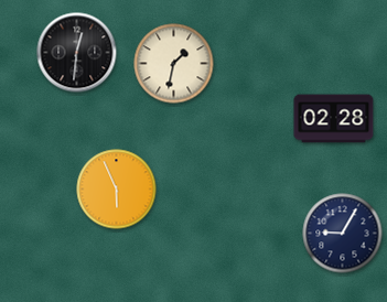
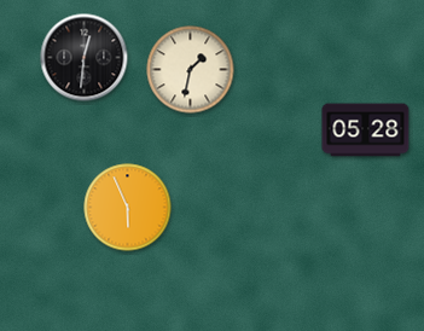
clock at (334, 119): 02:28 -> 05:28
clock at (343, 234): 9:05 -> none
